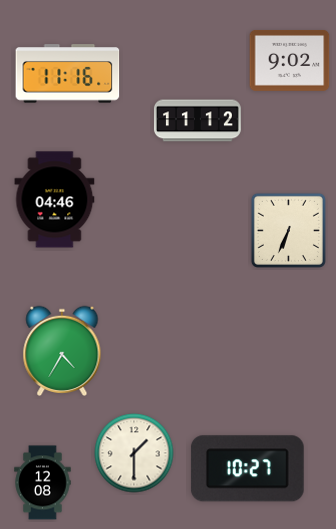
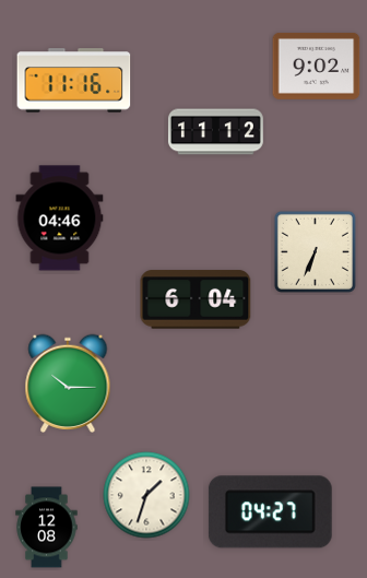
clock at (196, 299): none -> 6:04
clock at (62, 350): 4:35 -> 10:15
clock at (134, 453): 1:30 -> 1:33
clock at (247, 469): 10:27 -> 04:27
